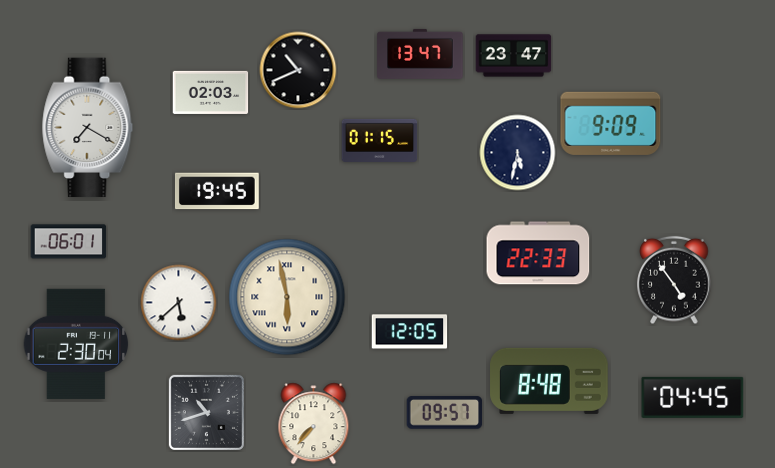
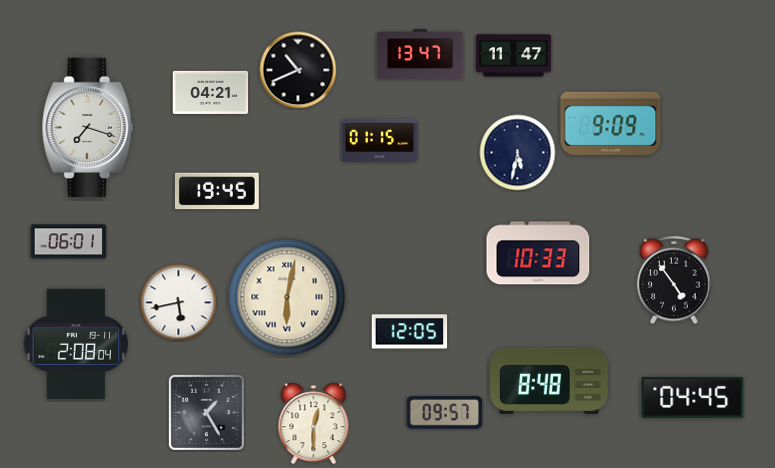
clock at (514, 56): 23:47 -> 11:47
clock at (211, 92): 02:03 -> 04:21
clock at (88, 128): 7:20 -> 7:18
clock at (538, 253): 22:33 -> 10:33
clock at (287, 297): 5:58 -> 6:02
clock at (179, 303): 5:38 -> 5:43
clock at (76, 344): 2:30 -> 2:08
clock at (206, 412): 10:42 -> 1:25
clock at (314, 424): 7:37 -> 12:30
